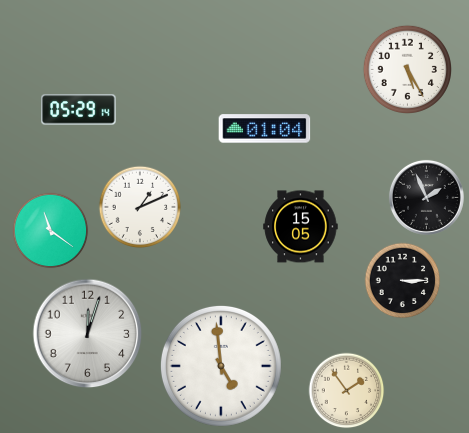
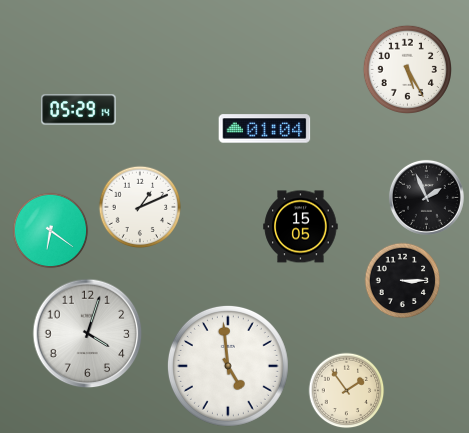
clock at (51, 231): 11:21 -> 6:21
clock at (88, 334): 12:03 -> 4:03
clock at (221, 366) position: (221, 366) -> (228, 366)
